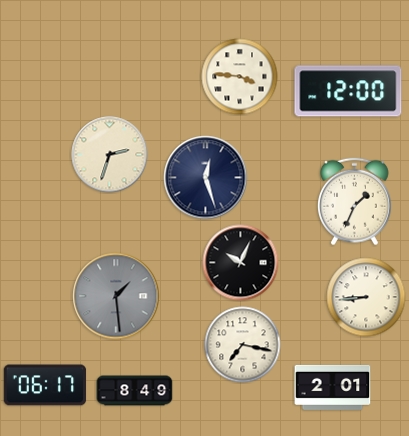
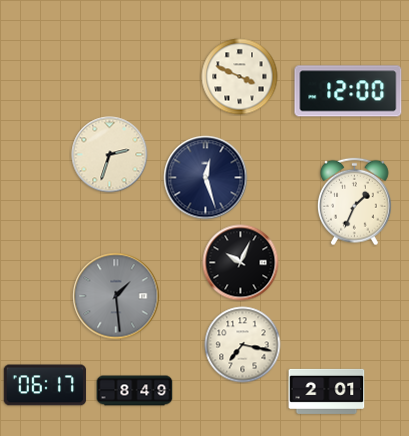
clock at (240, 77): 3:46 -> 3:49
clock at (366, 297): 8:44 -> none
clock at (333, 387) position: (333, 387) -> (327, 391)
